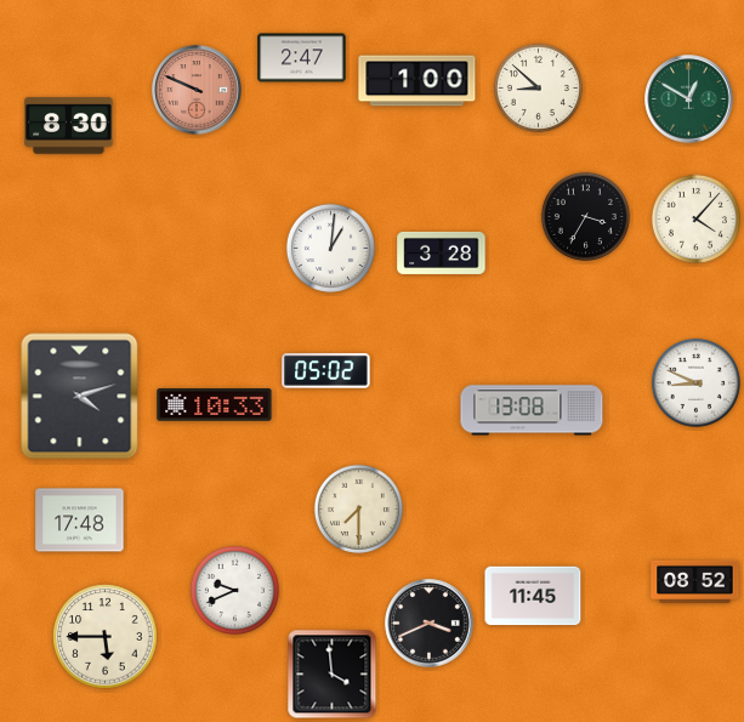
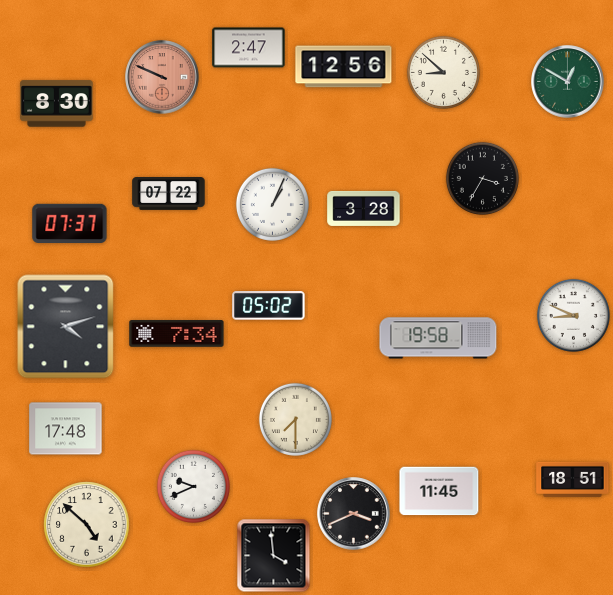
clock at (418, 81): 1:00 -> 12:56
clock at (197, 90) position: (197, 90) -> (162, 77)
clock at (695, 218): 4:07 -> none
clock at (169, 194): none -> 07:22
clock at (330, 248): 1:01 -> 1:04
clock at (70, 224): none -> 07:37
clock at (215, 405): 10:33 -> 7:34
clock at (532, 410): 13:08 -> 19:58
clock at (695, 581): 08:52 -> 18:51
clock at (106, 637): 5:45 -> 4:52
